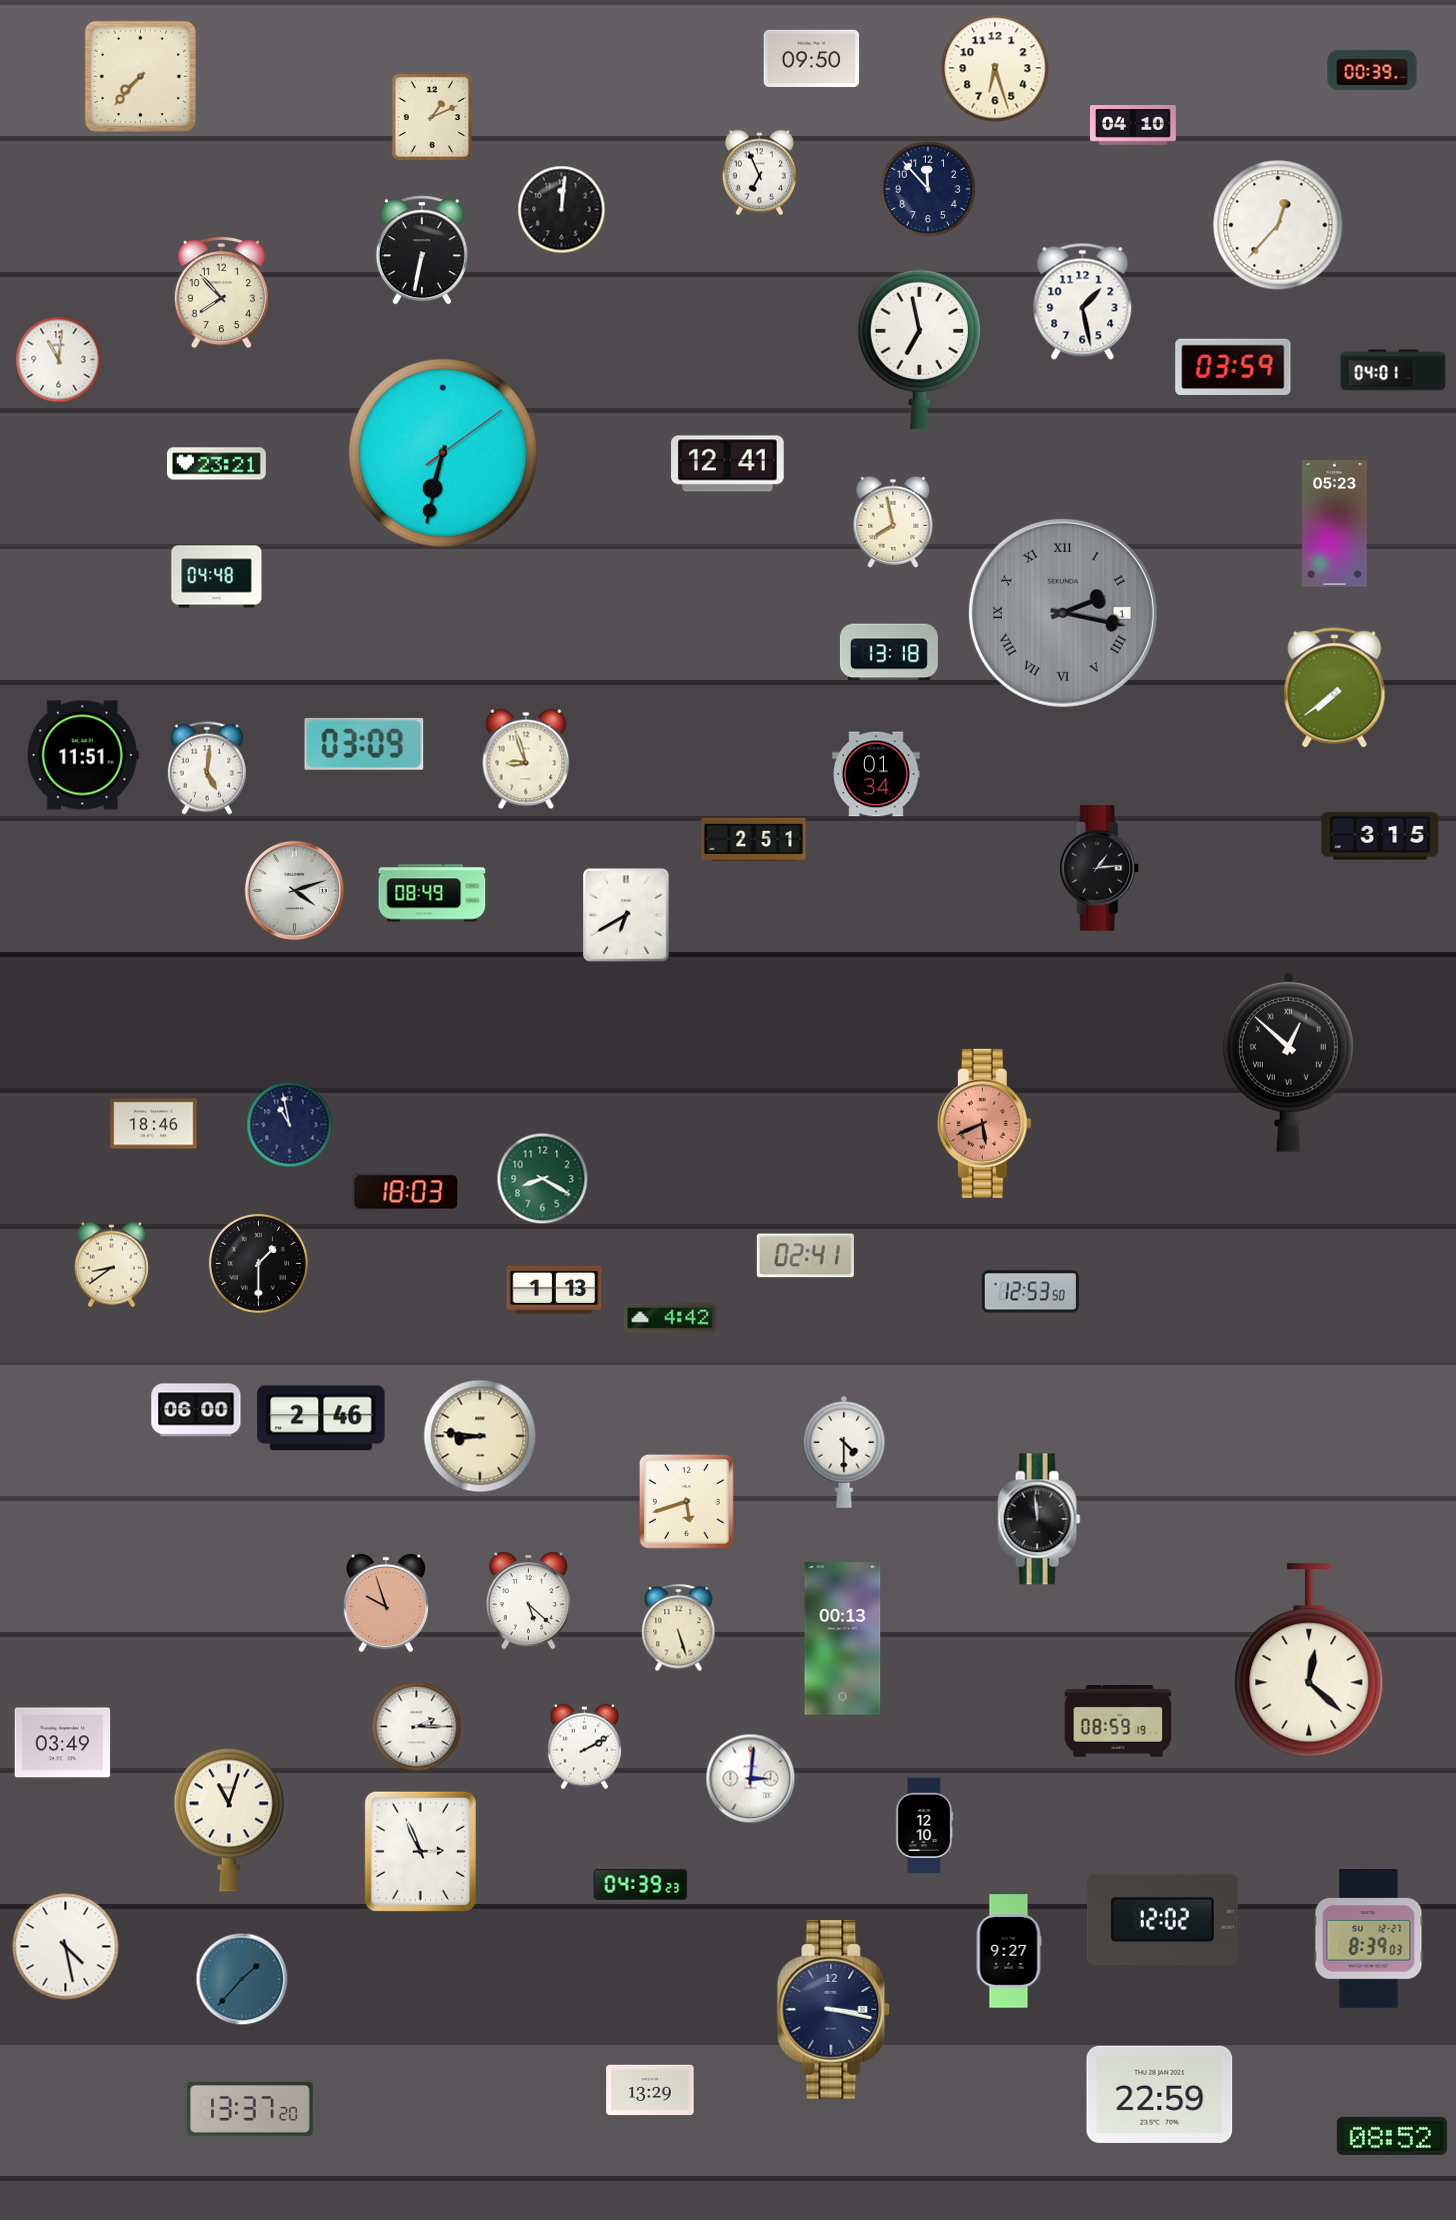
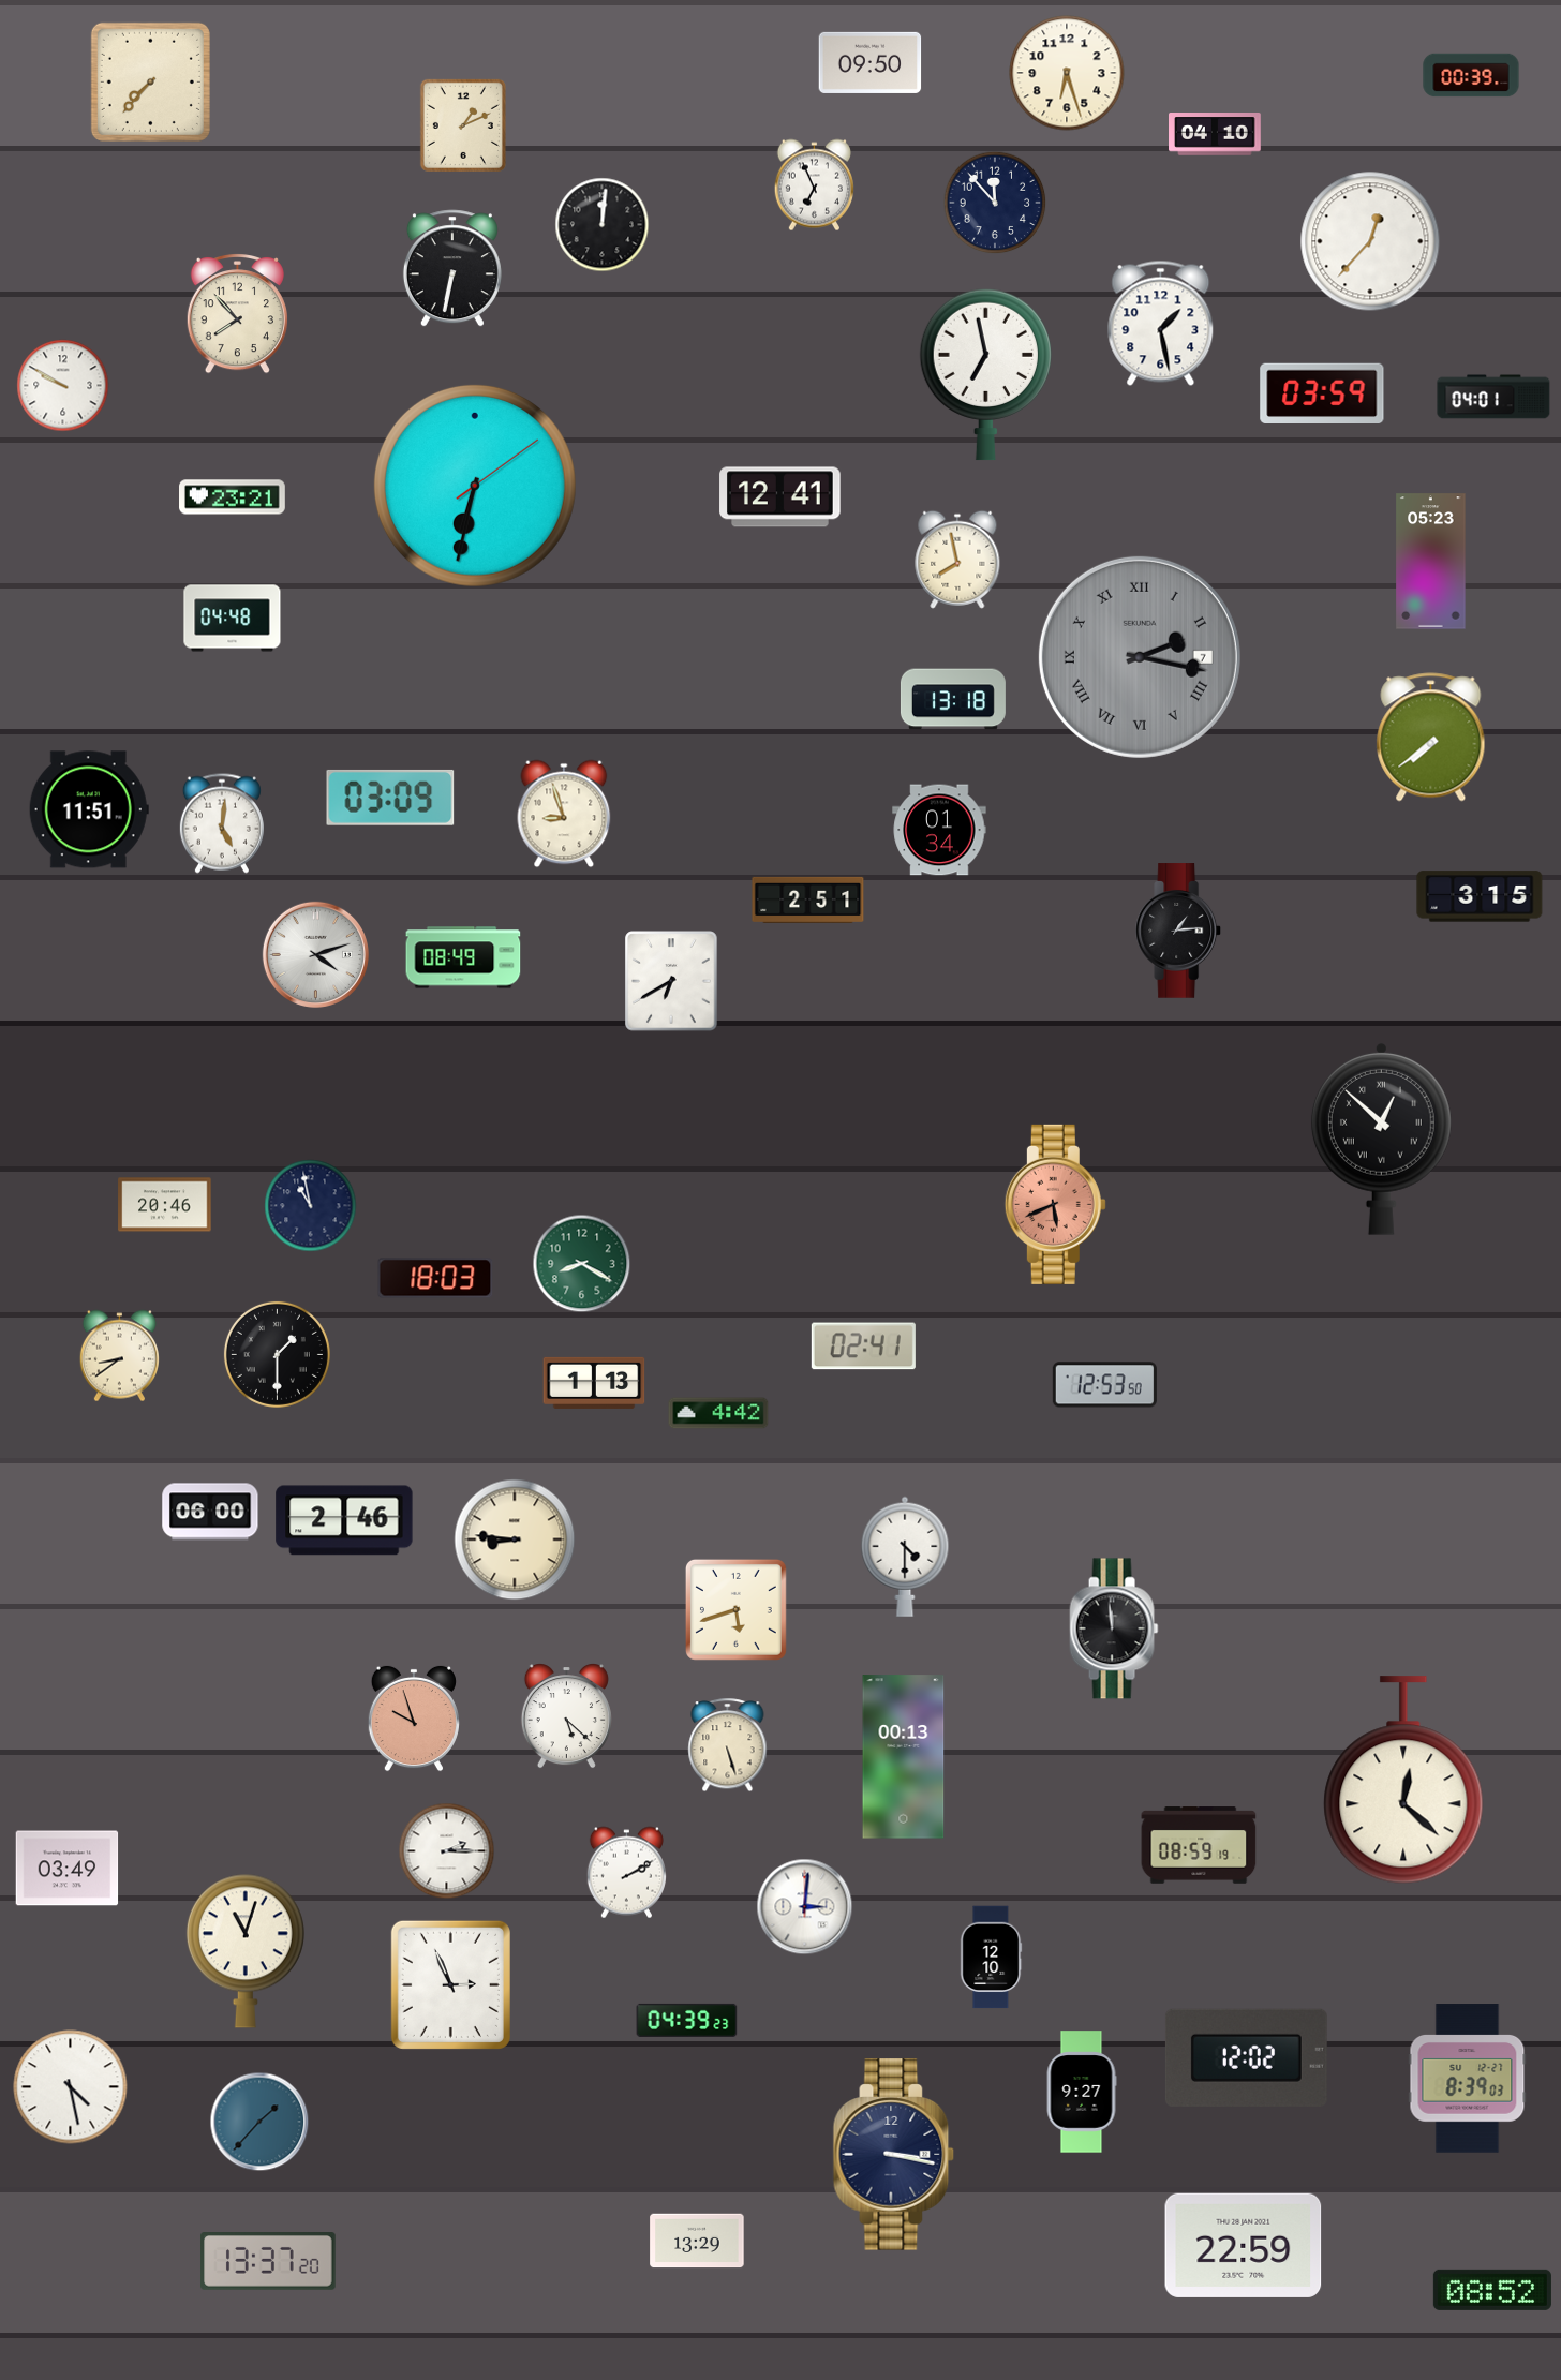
clock at (59, 360): 11:01 -> 9:50
clock at (1063, 613) date: 1 -> 7
clock at (154, 1124): 18:46 -> 20:46
